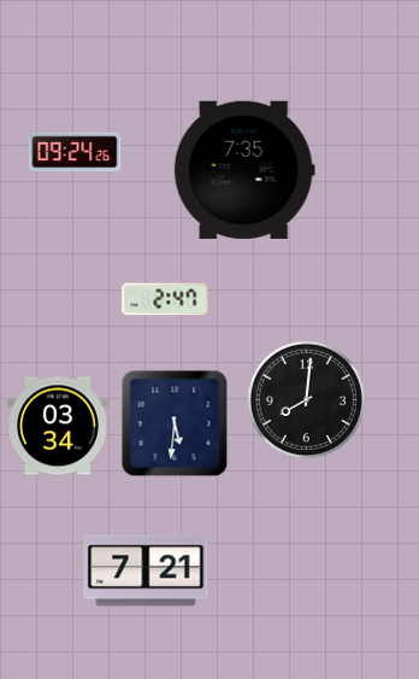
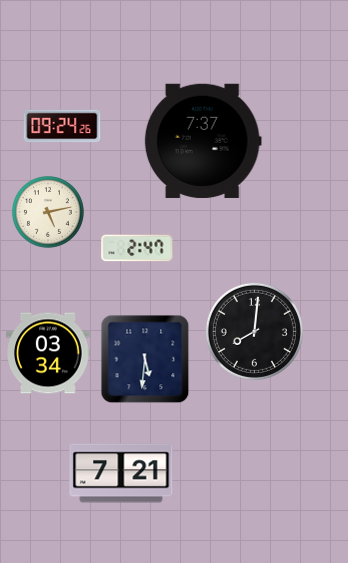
clock at (244, 170): 7:35 -> 7:37
clock at (48, 212): none -> 5:13
clock at (175, 423) position: (175, 423) -> (145, 359)
